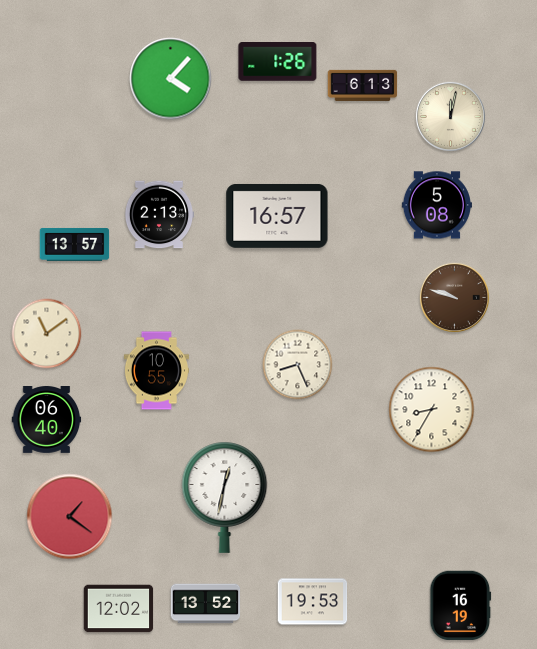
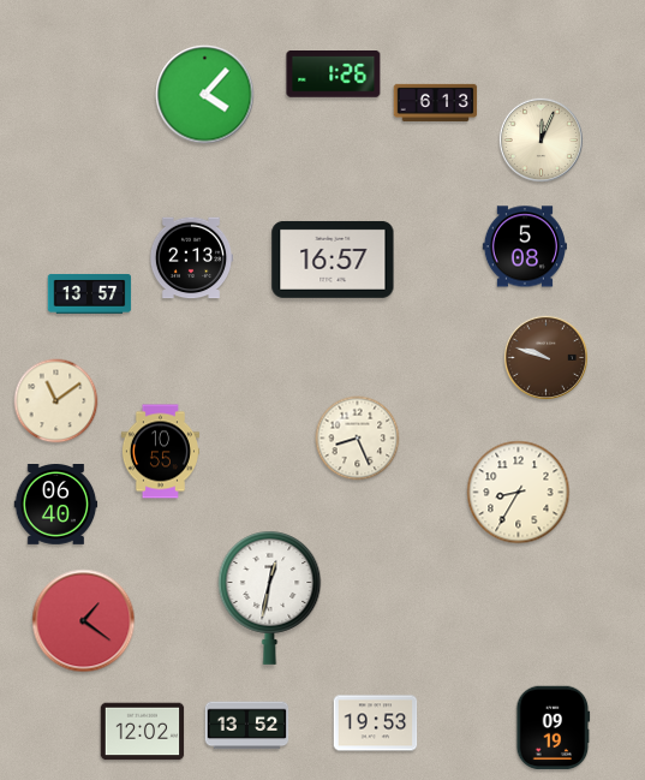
clock at (450, 116): 12:02 -> 12:04
clock at (156, 371) position: (156, 371) -> (160, 452)
clock at (461, 606): 16:19 -> 09:19
